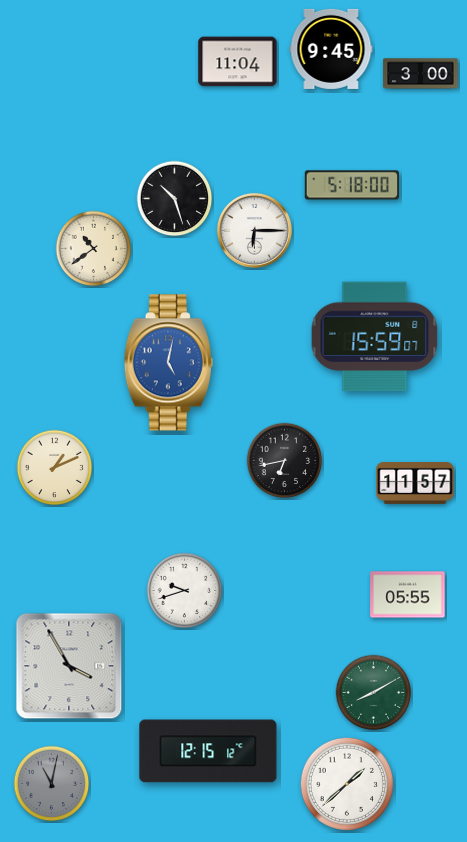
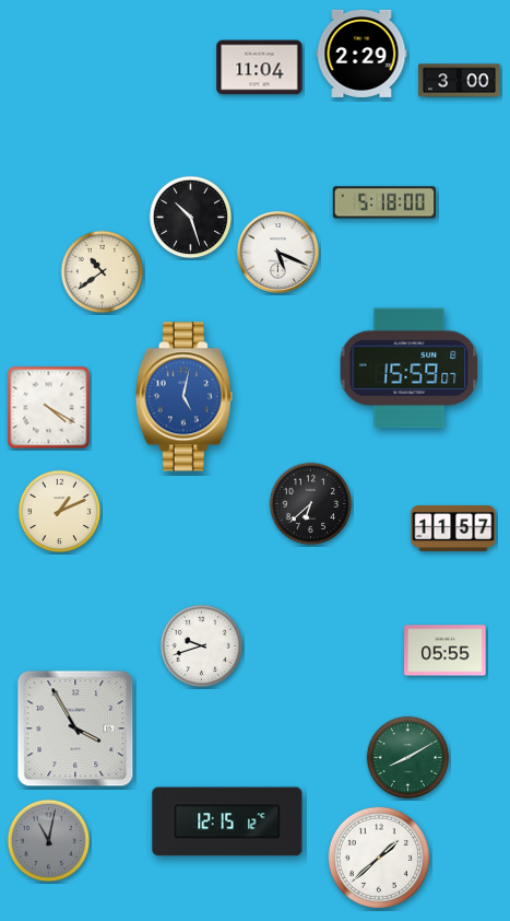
clock at (331, 49): 9:45 -> 2:29
clock at (254, 230): 6:15 -> 5:19
clock at (49, 408): none -> 4:20
clock at (285, 461): 6:43 -> 6:38
clock at (52, 784) position: (52, 784) -> (49, 841)
